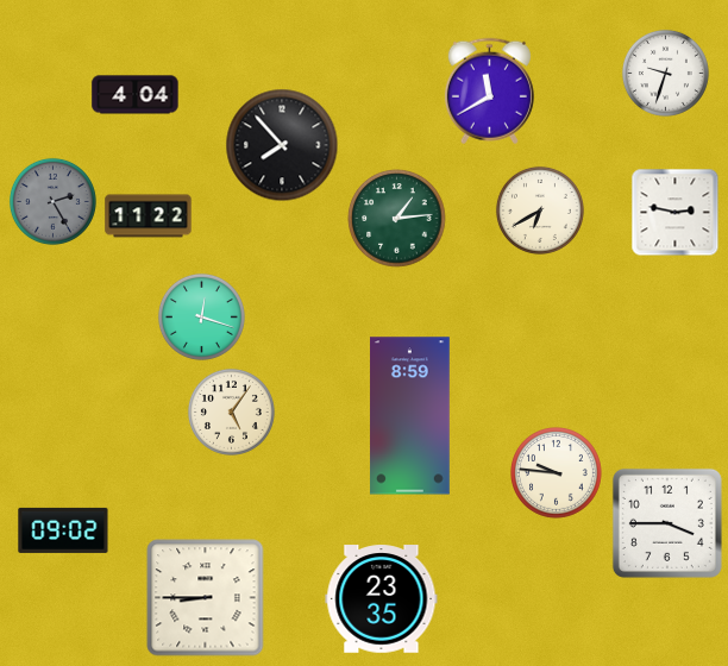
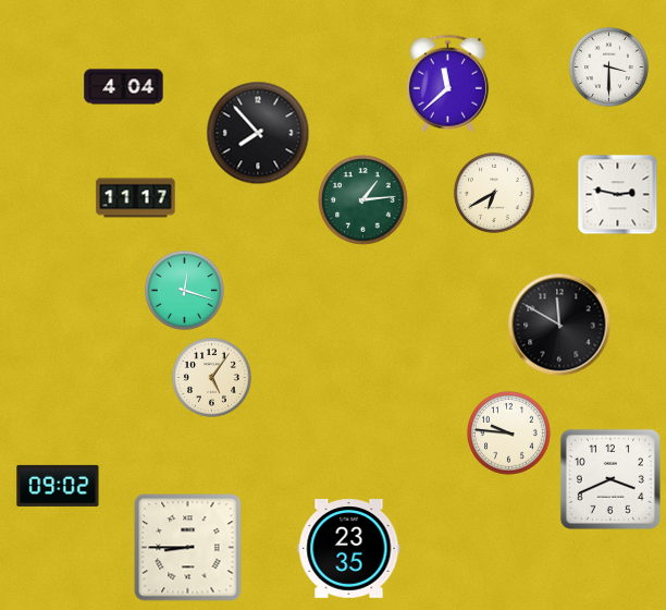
clock at (665, 73): 9:33 -> 3:30
clock at (489, 92): 11:40 -> 11:38
clock at (52, 201): 2:25 -> none
clock at (149, 216): 11:22 -> 11:17
clock at (559, 325): none -> 11:50
clock at (410, 416): 8:59 -> none
clock at (667, 523): 3:45 -> 3:41
